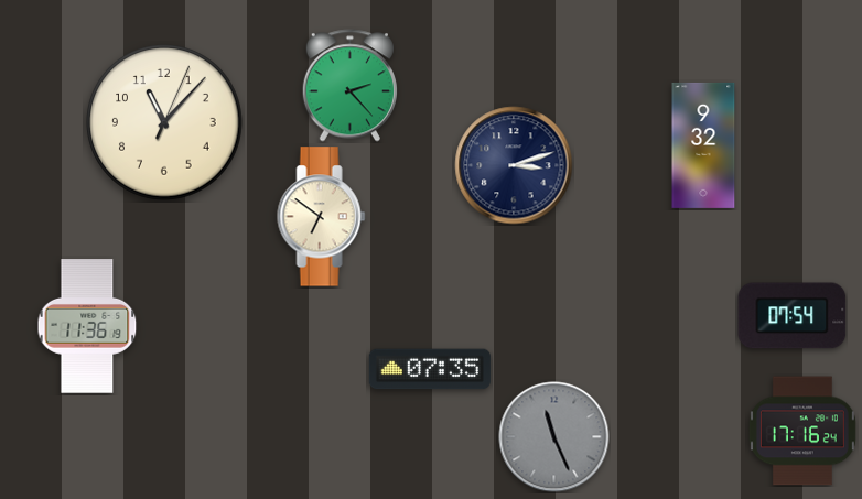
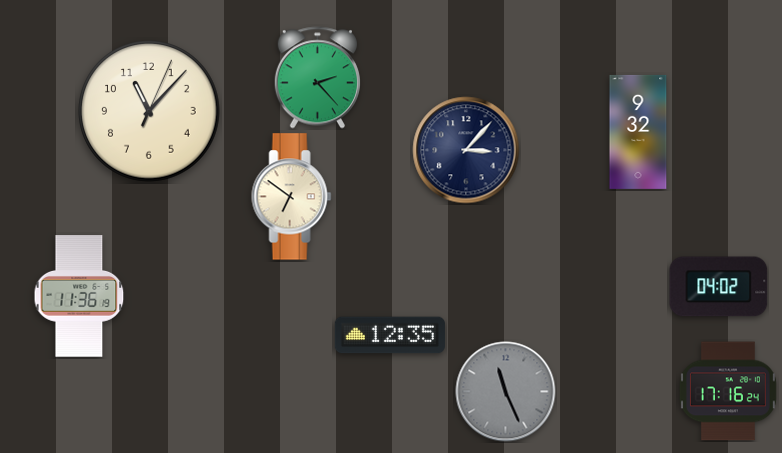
clock at (514, 165): 3:12 -> 3:07
clock at (793, 316): 07:54 -> 04:02
clock at (430, 369): 07:35 -> 12:35
clock at (554, 437) position: (554, 437) -> (506, 392)
